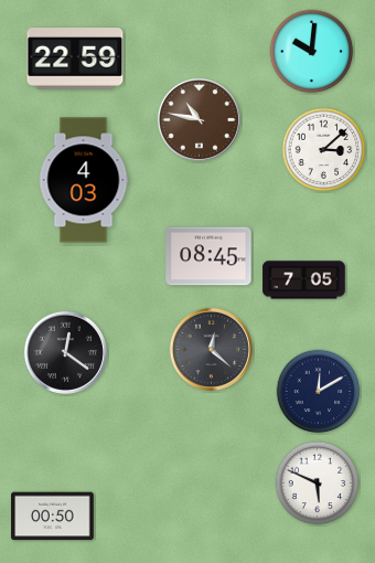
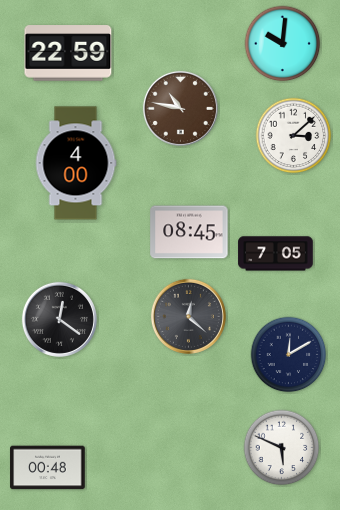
clock at (312, 52) position: (312, 52) -> (283, 44)
clock at (84, 180): 4:03 -> 4:00
clock at (211, 349) position: (211, 349) -> (188, 316)
clock at (318, 484) position: (318, 484) -> (282, 448)
clock at (53, 517): 00:50 -> 00:48
